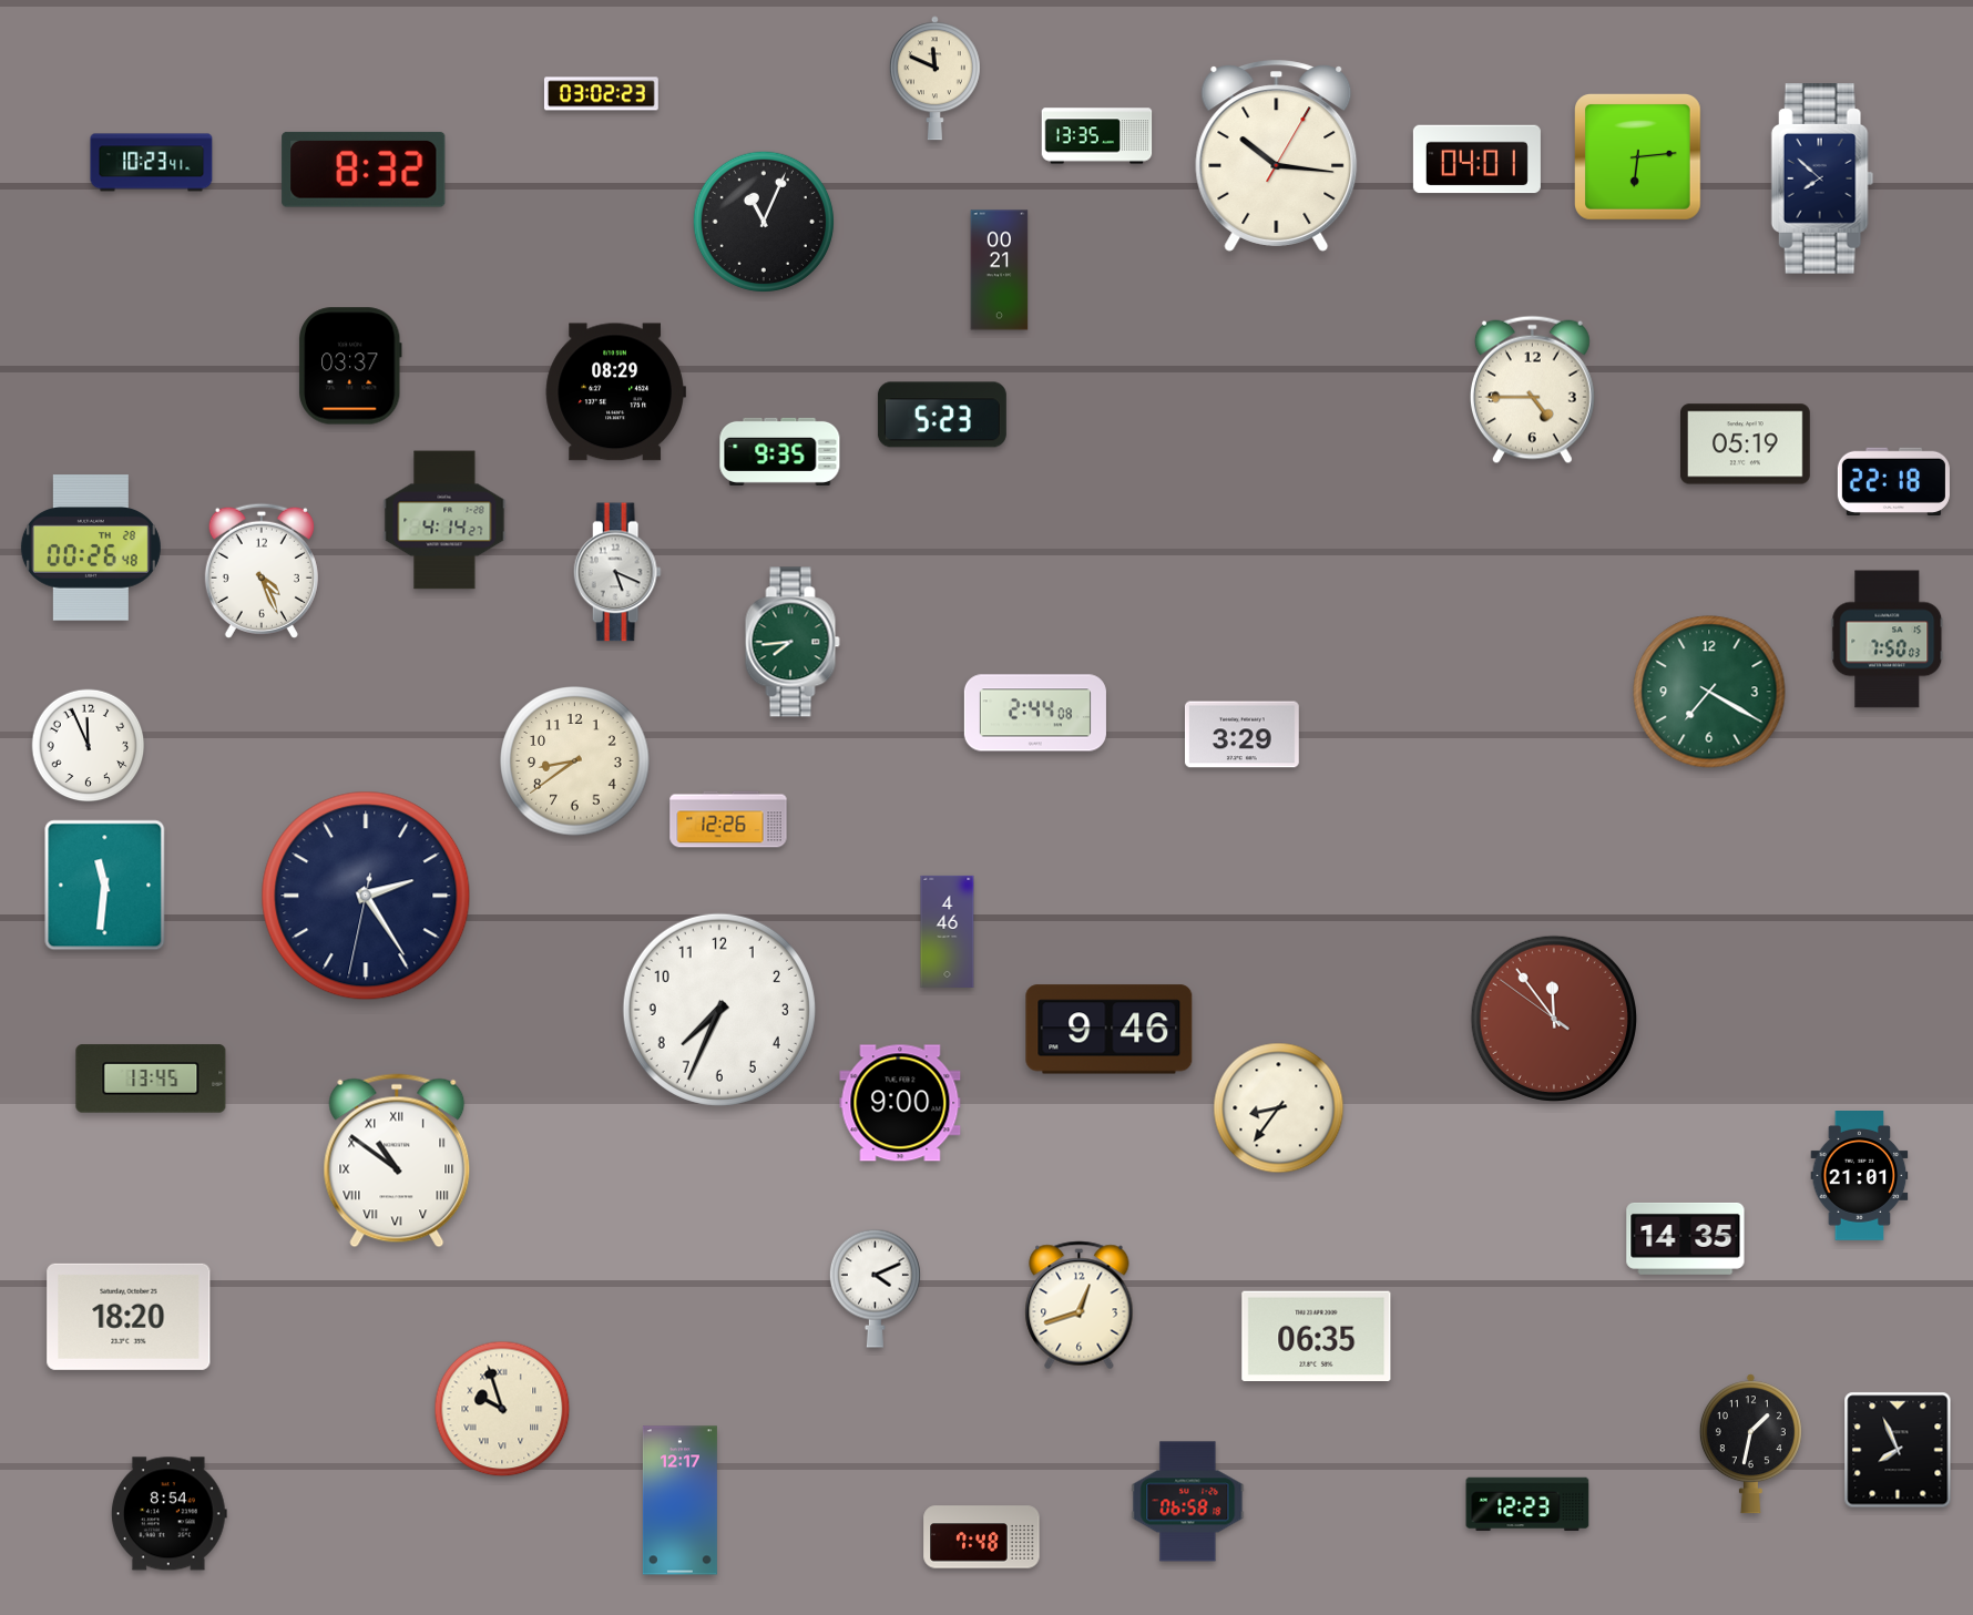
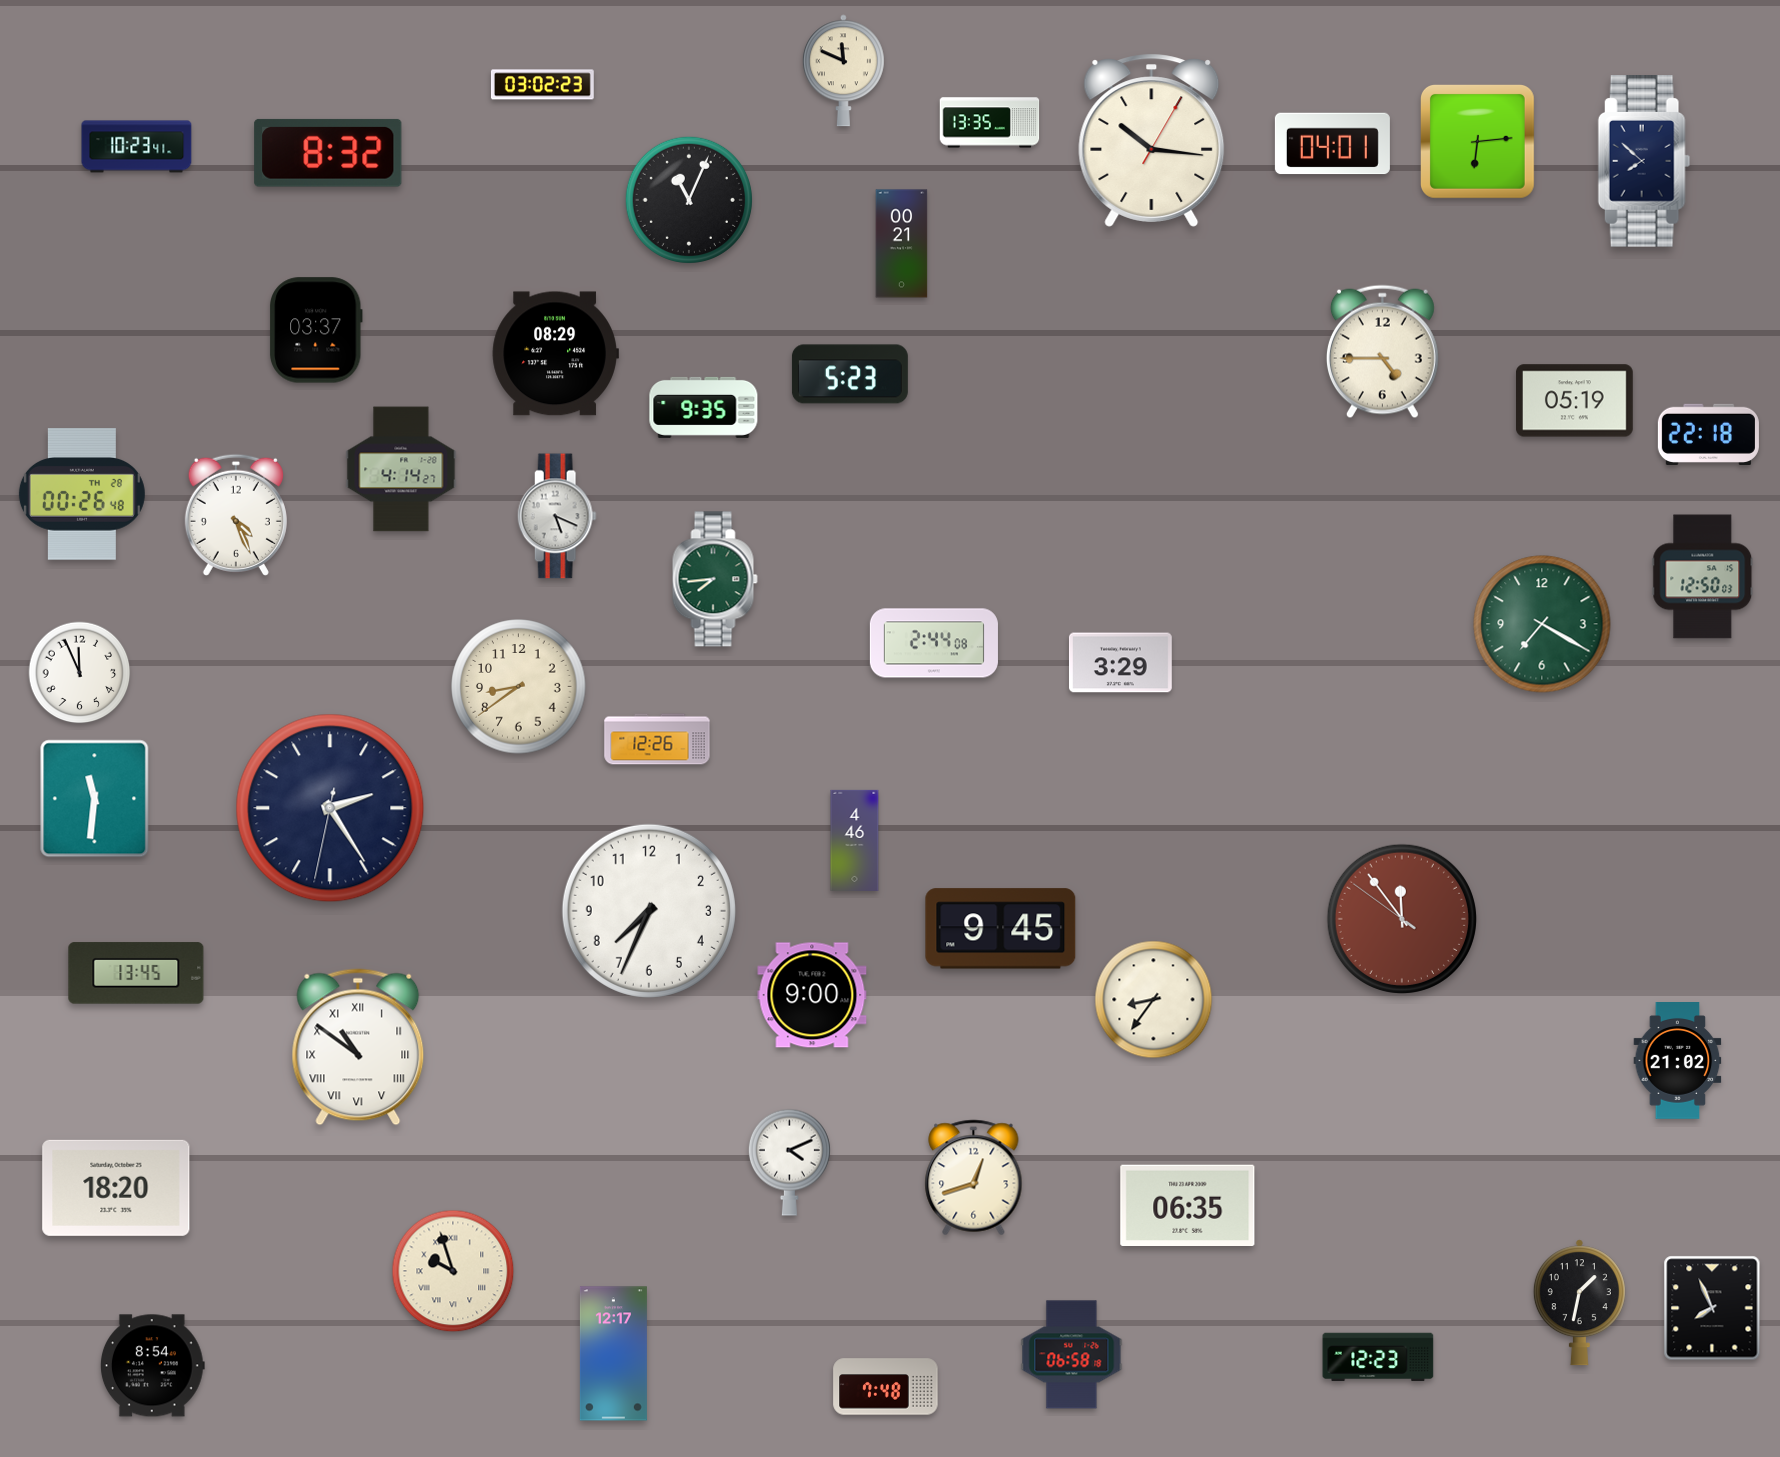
clock at (1888, 640): 7:50 -> 12:50
clock at (1110, 1030): 9:46 -> 9:45
clock at (1860, 1176): 21:01 -> 21:02
clock at (1686, 1238): 14:35 -> none
